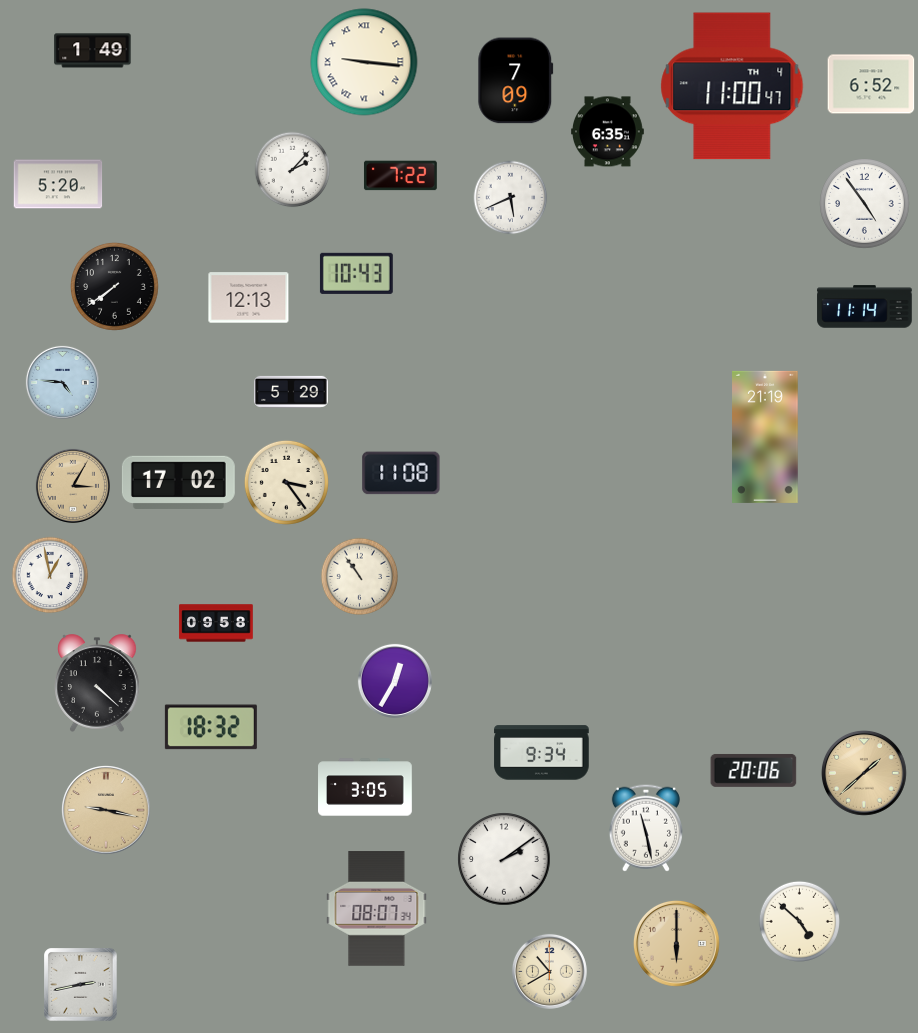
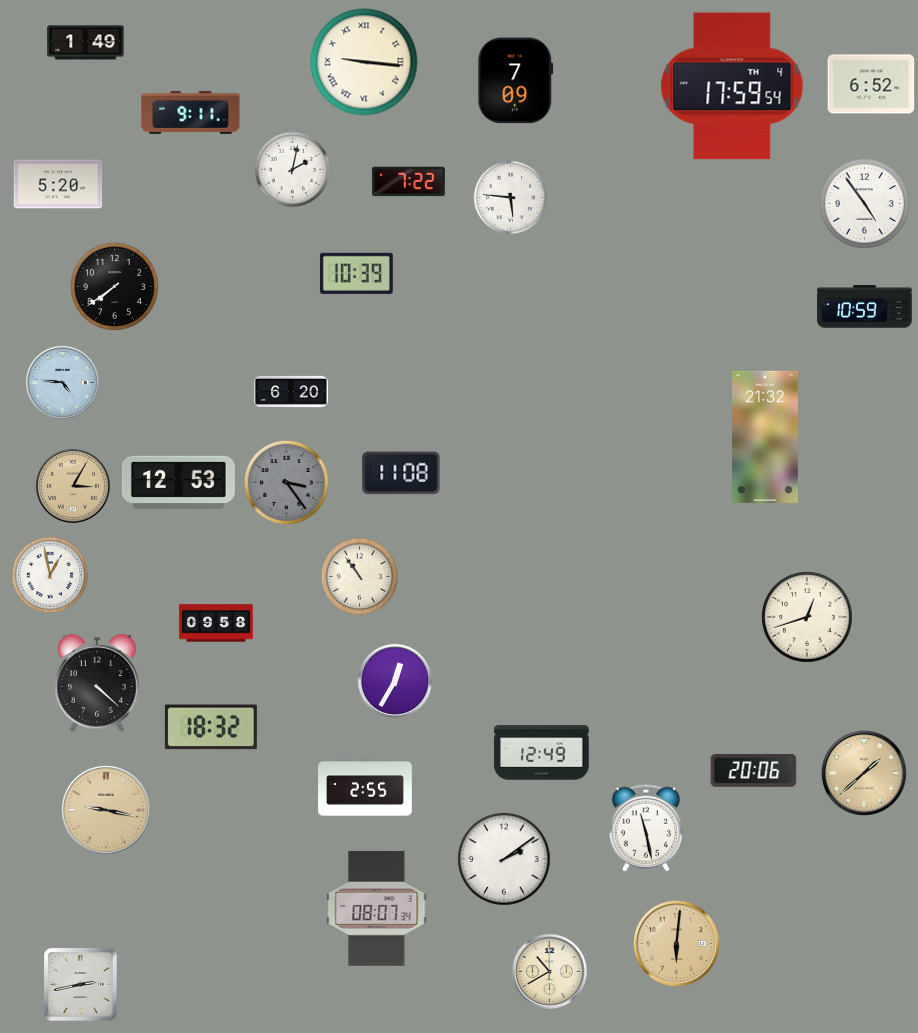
clock at (93, 51) position: (93, 51) -> (86, 43)
clock at (732, 86): 11:00 -> 17:59
clock at (191, 112): none -> 9:11
clock at (608, 132): 6:35 -> none
clock at (293, 170): 2:07 -> 2:02
clock at (401, 176) position: (401, 176) -> (409, 182)
clock at (511, 198): 5:41 -> 5:46
clock at (356, 273): 10:43 -> 10:39
clock at (249, 298): 12:13 -> none
clock at (865, 307): 11:14 -> 10:59
clock at (291, 392): 5:29 -> 6:20
clock at (765, 437): 21:19 -> 21:32
clock at (178, 482): 17:02 -> 12:53
clock at (286, 482) dial: cream -> grey
clock at (807, 617): none -> 12:42
clock at (542, 753): 9:34 -> 12:49
clock at (365, 787): 3:05 -> 2:55
clock at (799, 921): 4:52 -> none
clock at (676, 943): 6:00 -> 6:01
